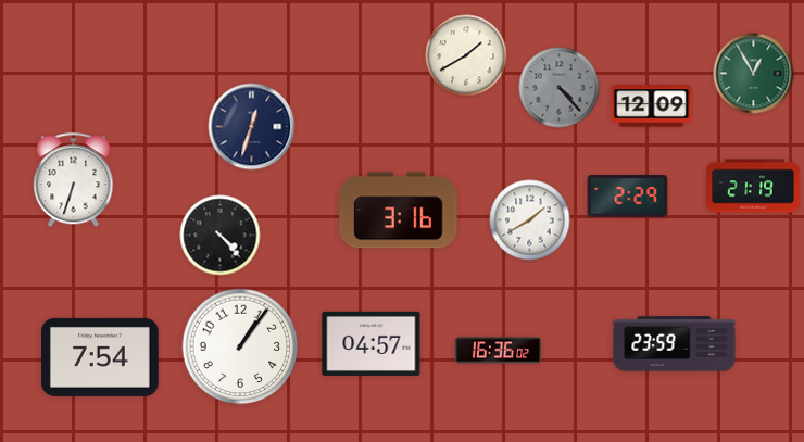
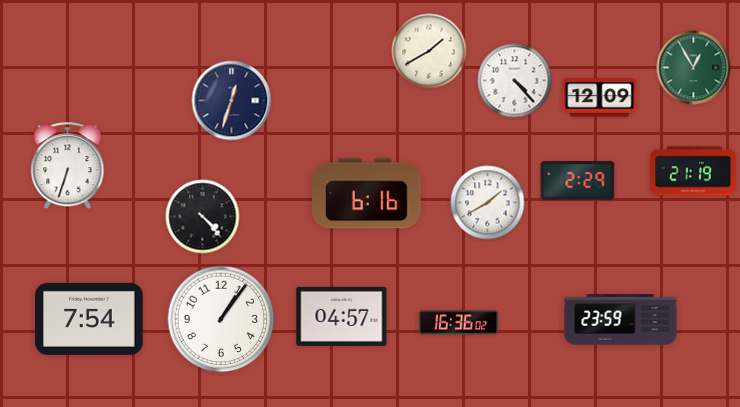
clock at (560, 88) dial: grey -> white
clock at (252, 127) position: (252, 127) -> (232, 101)
clock at (399, 211): 3:16 -> 6:16
clock at (675, 344) position: (675, 344) -> (621, 320)
clock at (100, 357) position: (100, 357) -> (89, 319)
